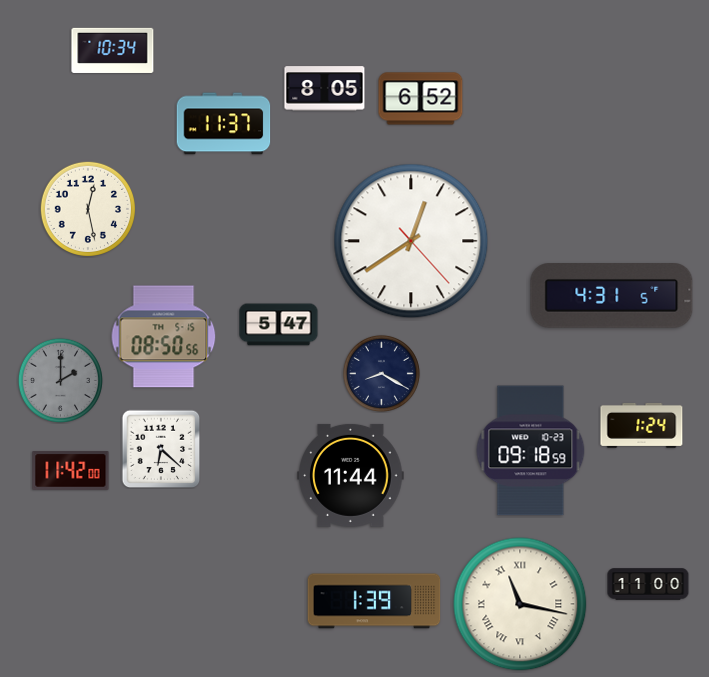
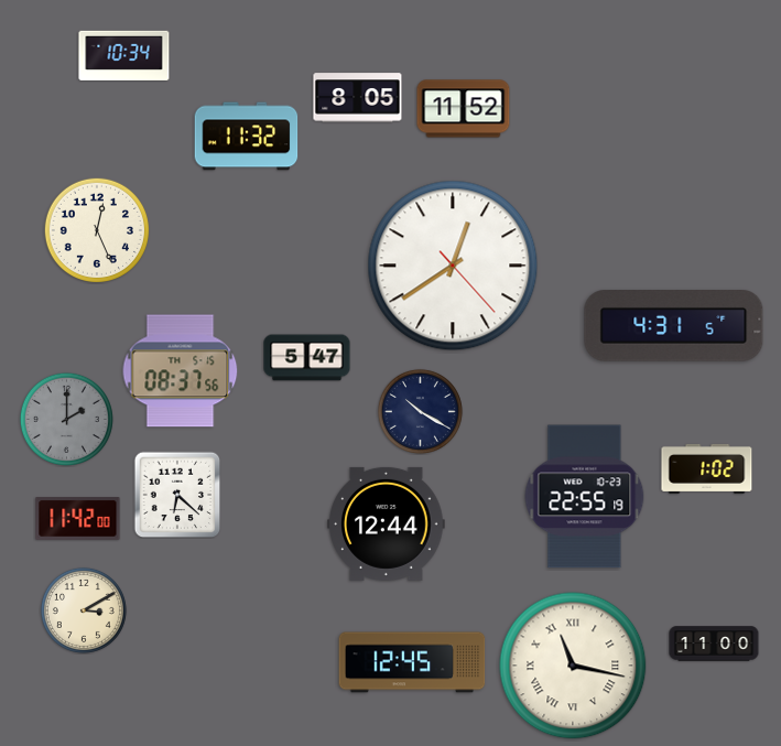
clock at (421, 99): 6:52 -> 11:52
clock at (224, 124): 11:37 -> 11:32
clock at (87, 208): 12:28 -> 12:26
clock at (164, 337): 08:50 -> 08:37
clock at (381, 373): 8:20 -> 10:20
clock at (642, 425): 1:24 -> 1:02
clock at (531, 451): 09:18 -> 22:55
clock at (351, 475): 11:44 -> 12:44
clock at (84, 610): none -> 3:10
clock at (374, 601): 1:39 -> 12:45
